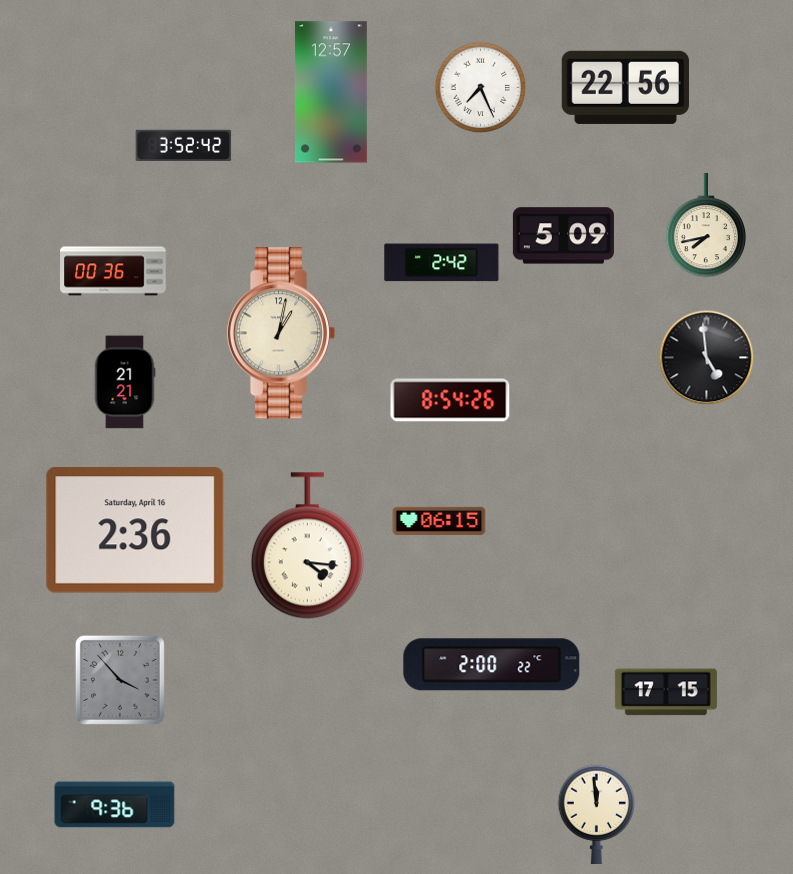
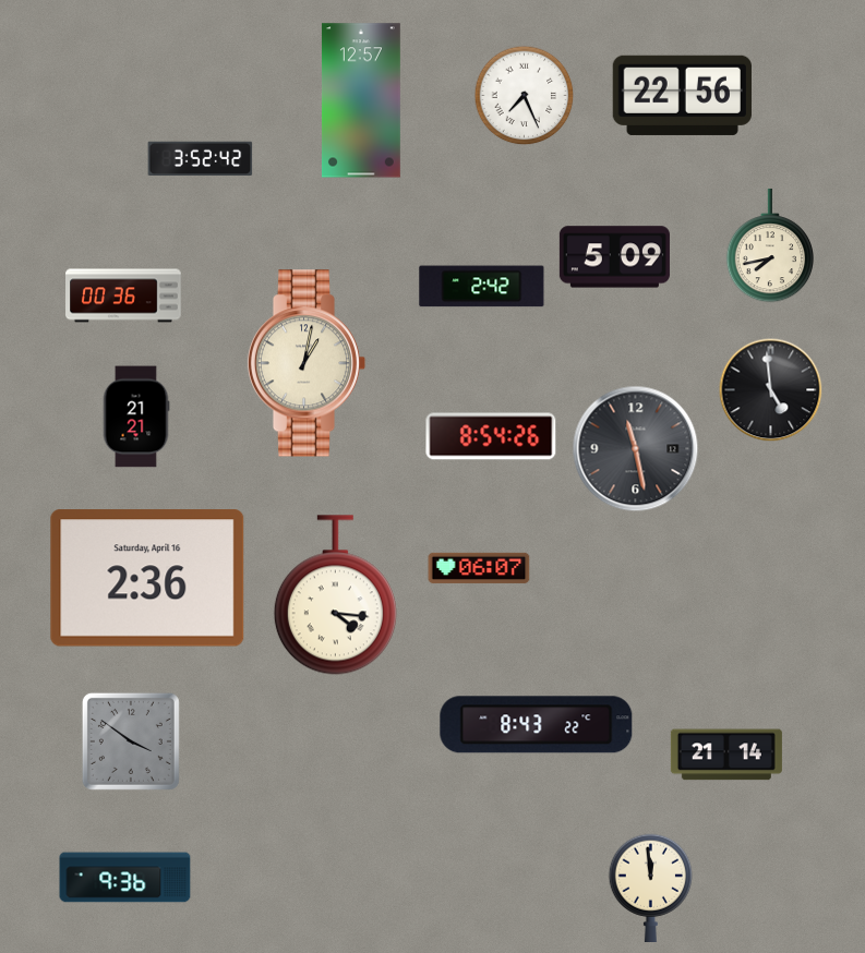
clock at (636, 449): none -> 11:28
clock at (439, 521): 06:15 -> 06:07
clock at (492, 665): 2:00 -> 8:43
clock at (120, 680): 3:53 -> 3:51
clock at (666, 692): 17:15 -> 21:14
